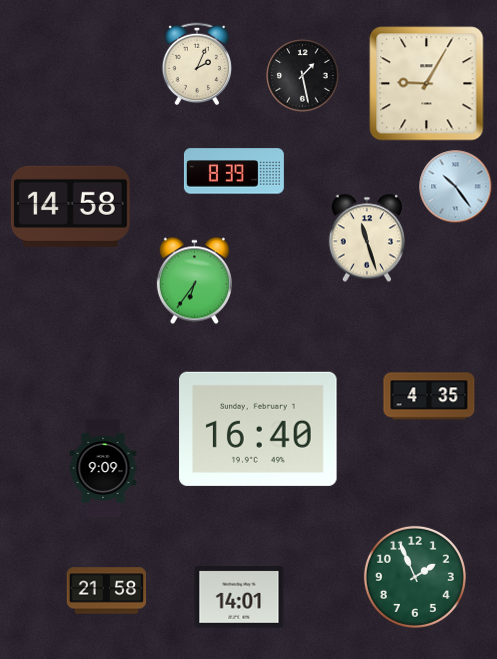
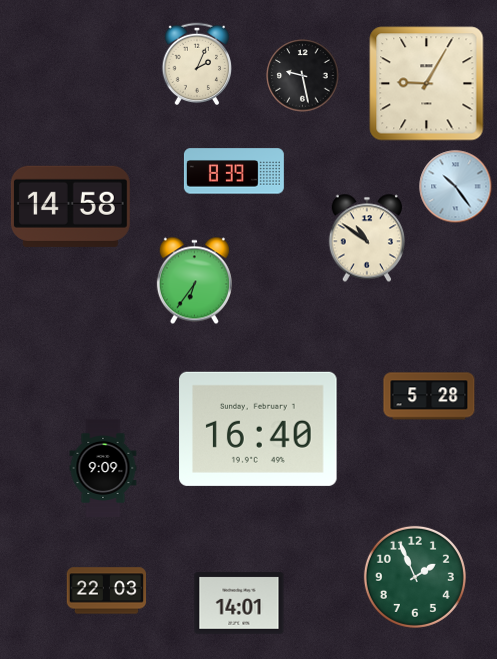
clock at (303, 76): 1:28 -> 9:28
clock at (366, 238): 11:27 -> 10:51
clock at (429, 396): 4:35 -> 5:28
clock at (107, 591): 21:58 -> 22:03
clock at (239, 597) position: (239, 597) -> (239, 603)
